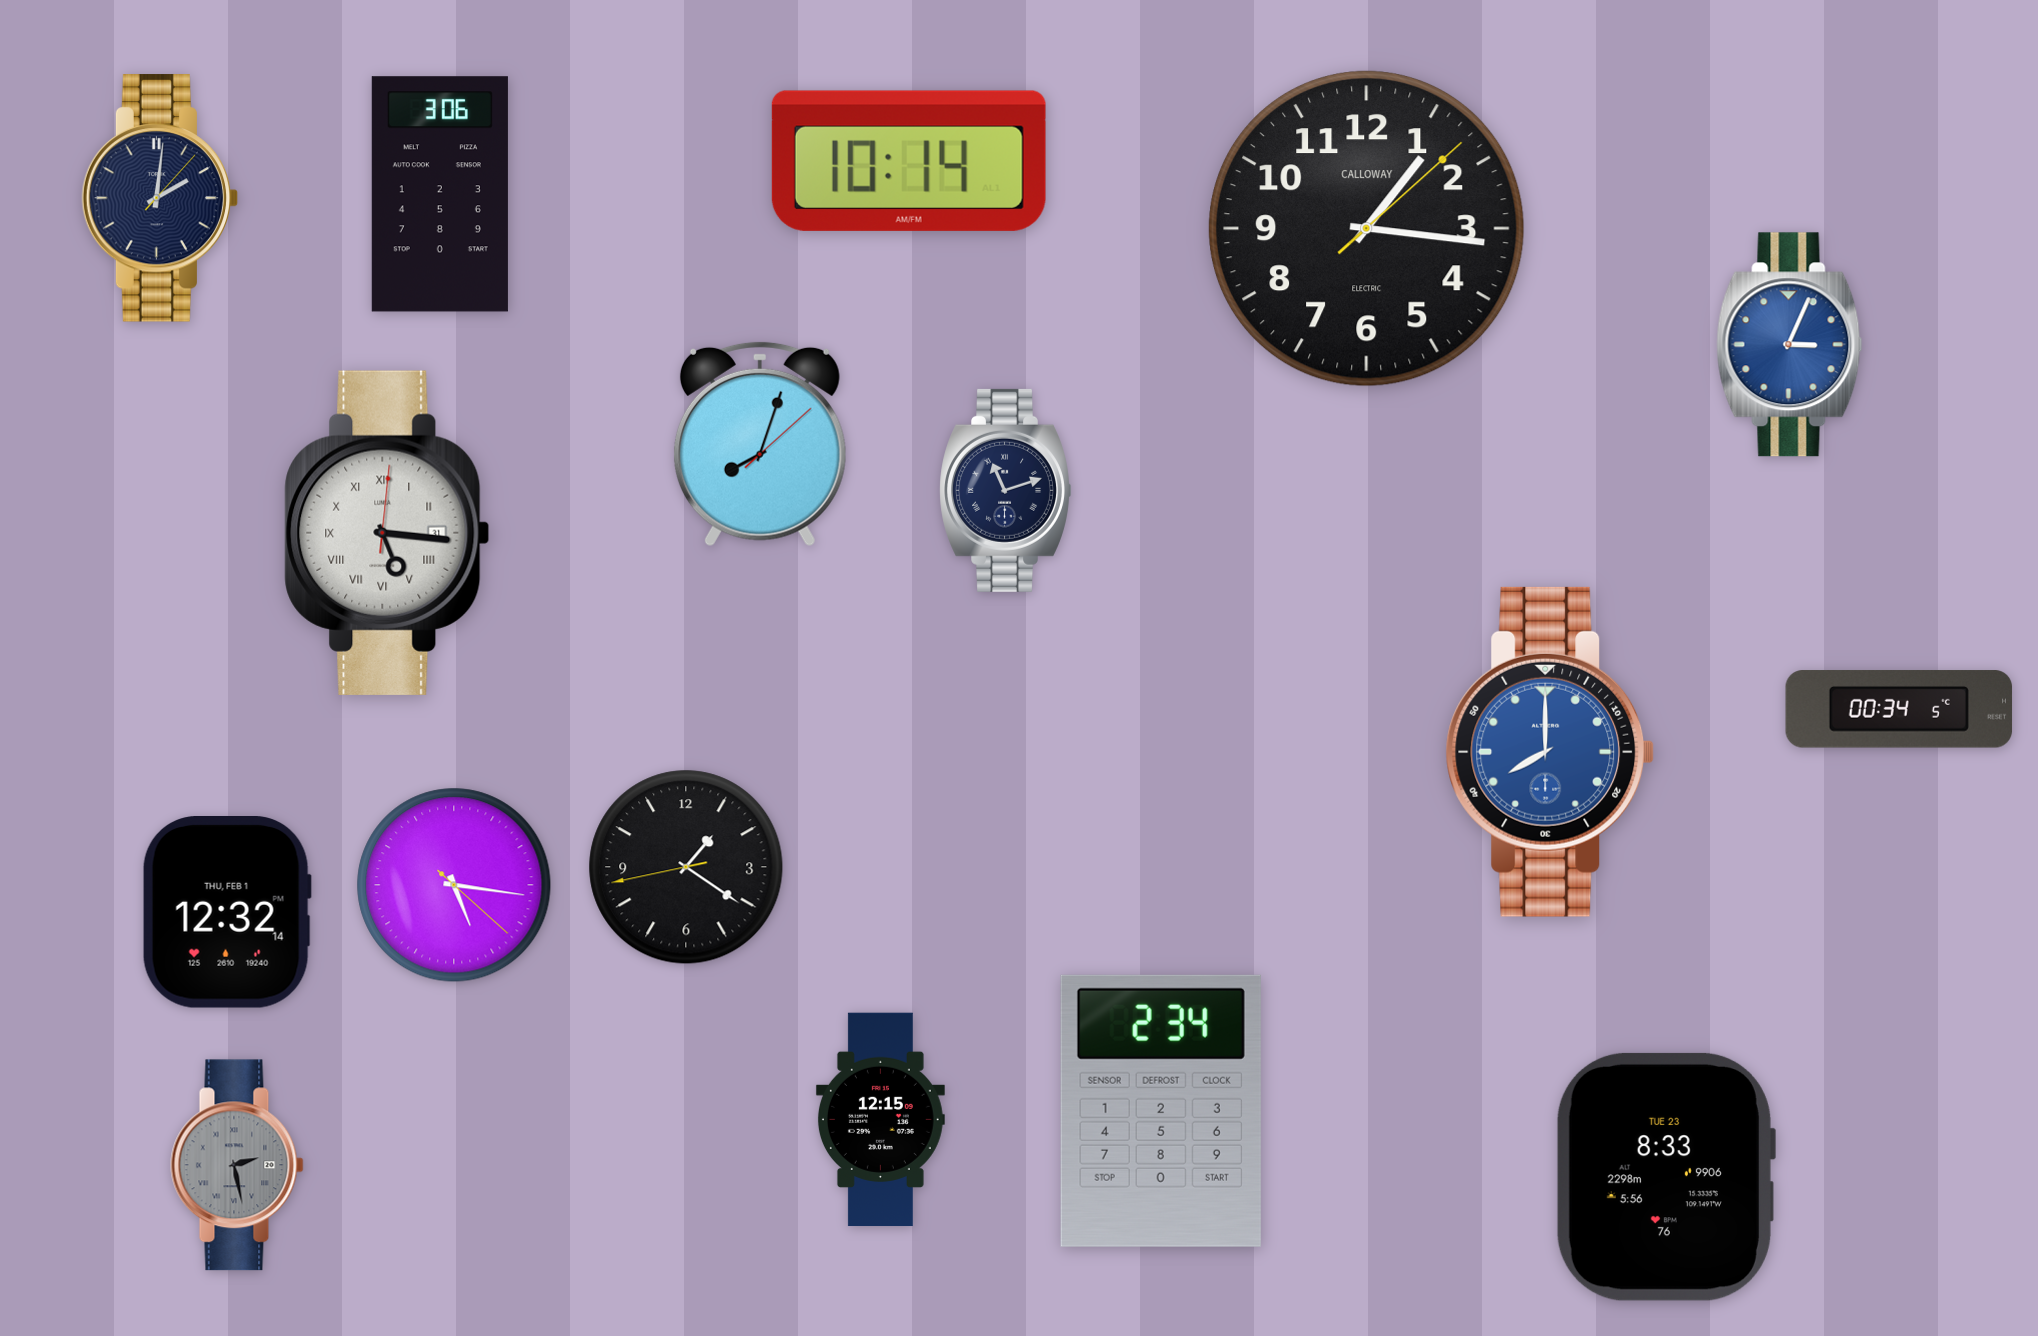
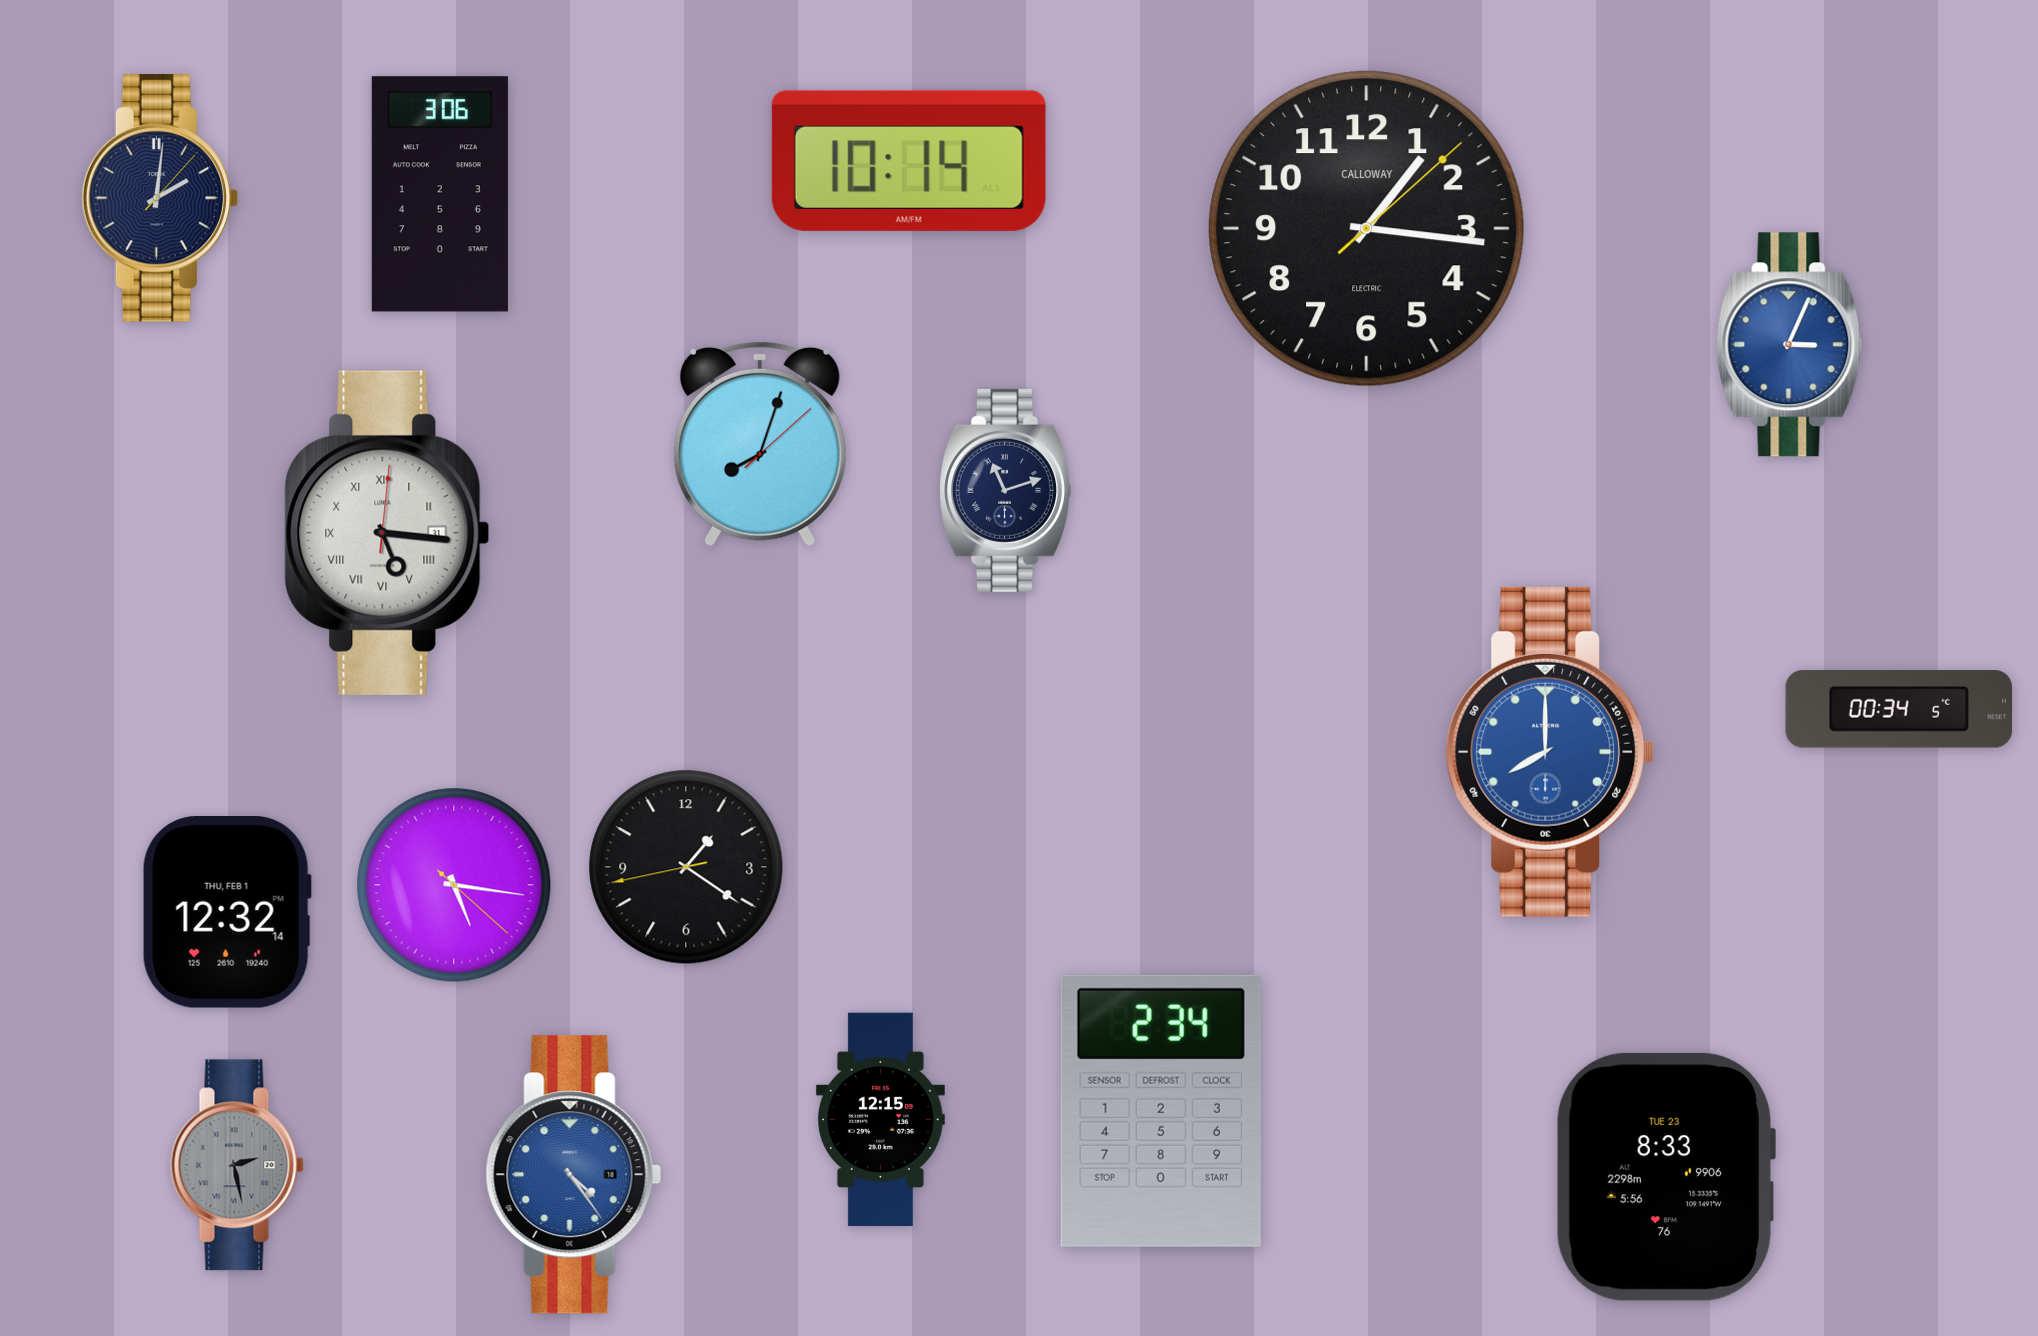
clock at (574, 1175): none -> 4:24
